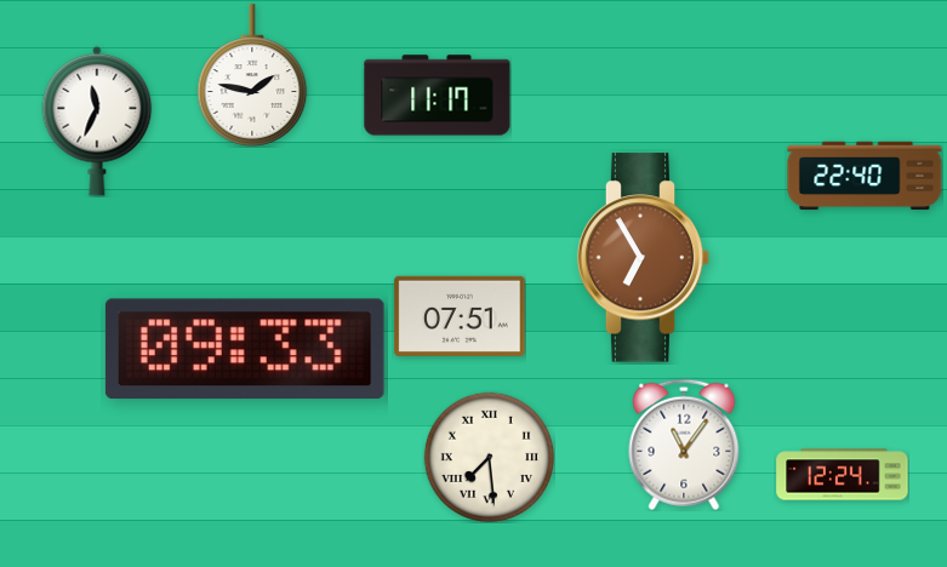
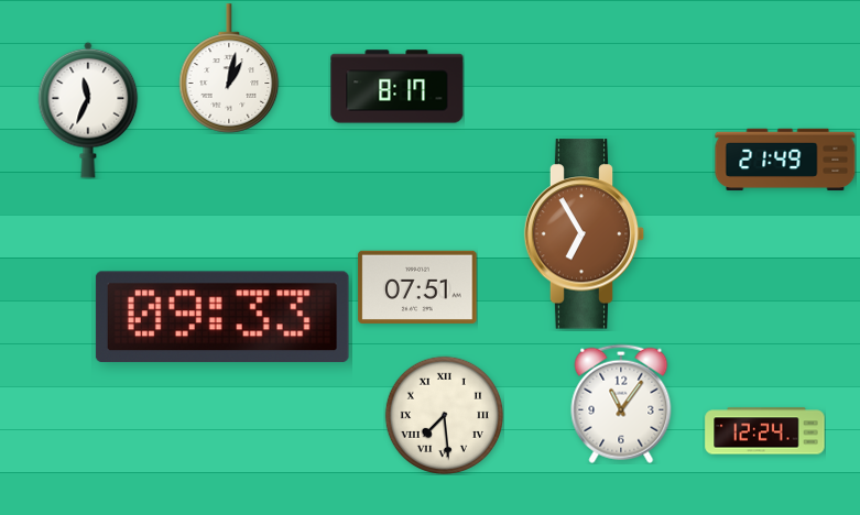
clock at (252, 75): 1:47 -> 1:02
clock at (438, 96): 11:17 -> 8:17
clock at (865, 176): 22:40 -> 21:49
